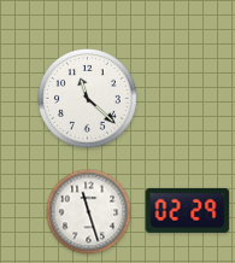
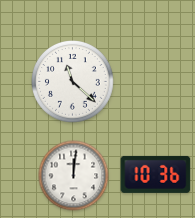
clock at (188, 210): 02:29 -> 10:36
clock at (89, 212): 11:27 -> 12:01
